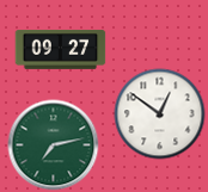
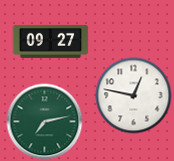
clock at (160, 114): 12:51 -> 12:47
